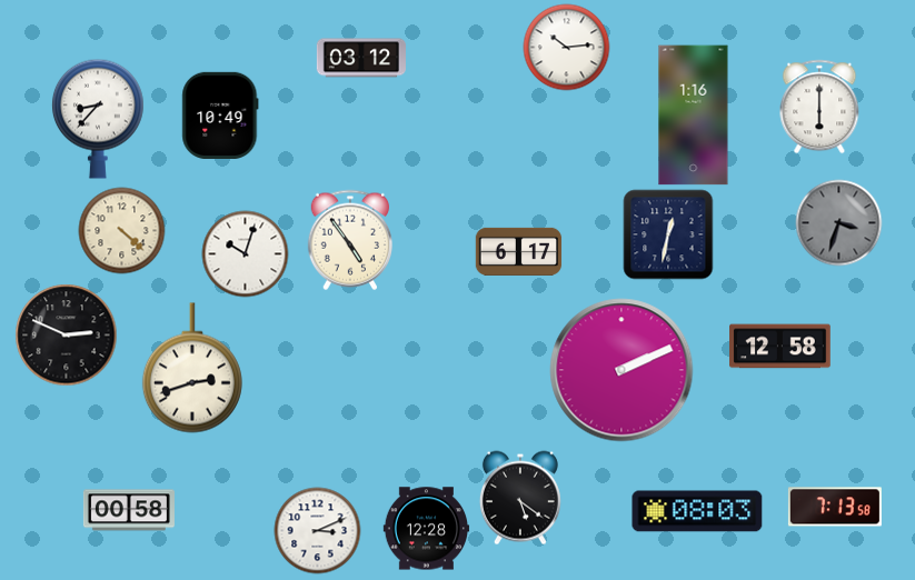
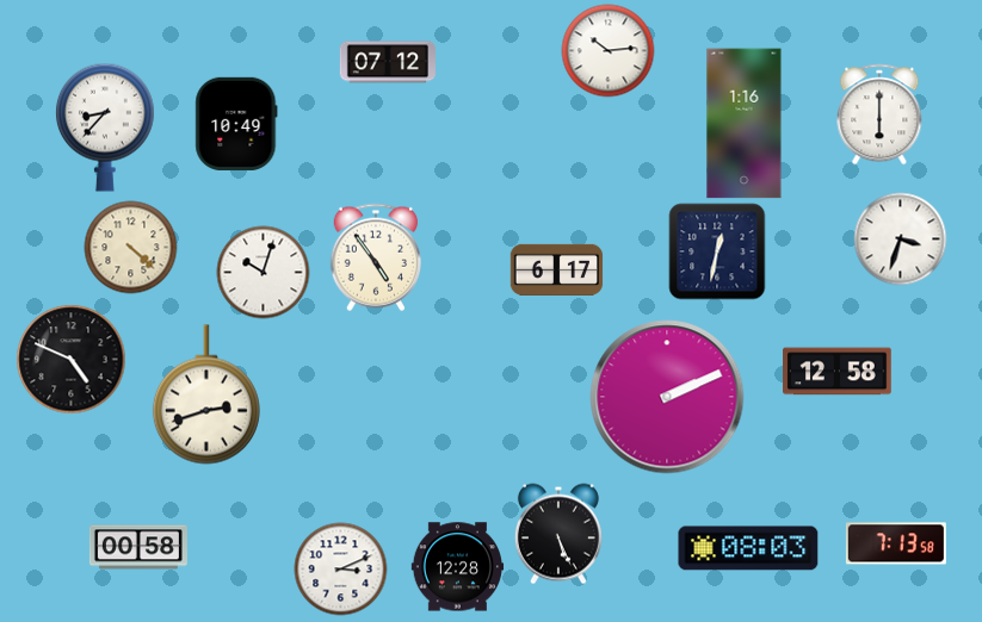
clock at (361, 58): 03:12 -> 07:12
clock at (838, 222) dial: grey -> white
clock at (66, 334): 2:49 -> 4:49
clock at (520, 498): 5:21 -> 5:26
